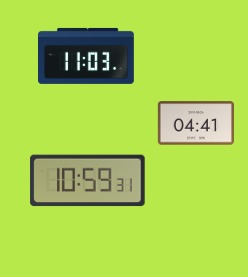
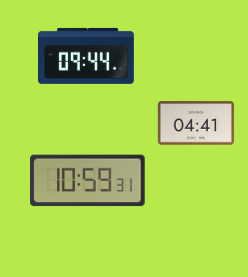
clock at (87, 56): 11:03 -> 09:44
